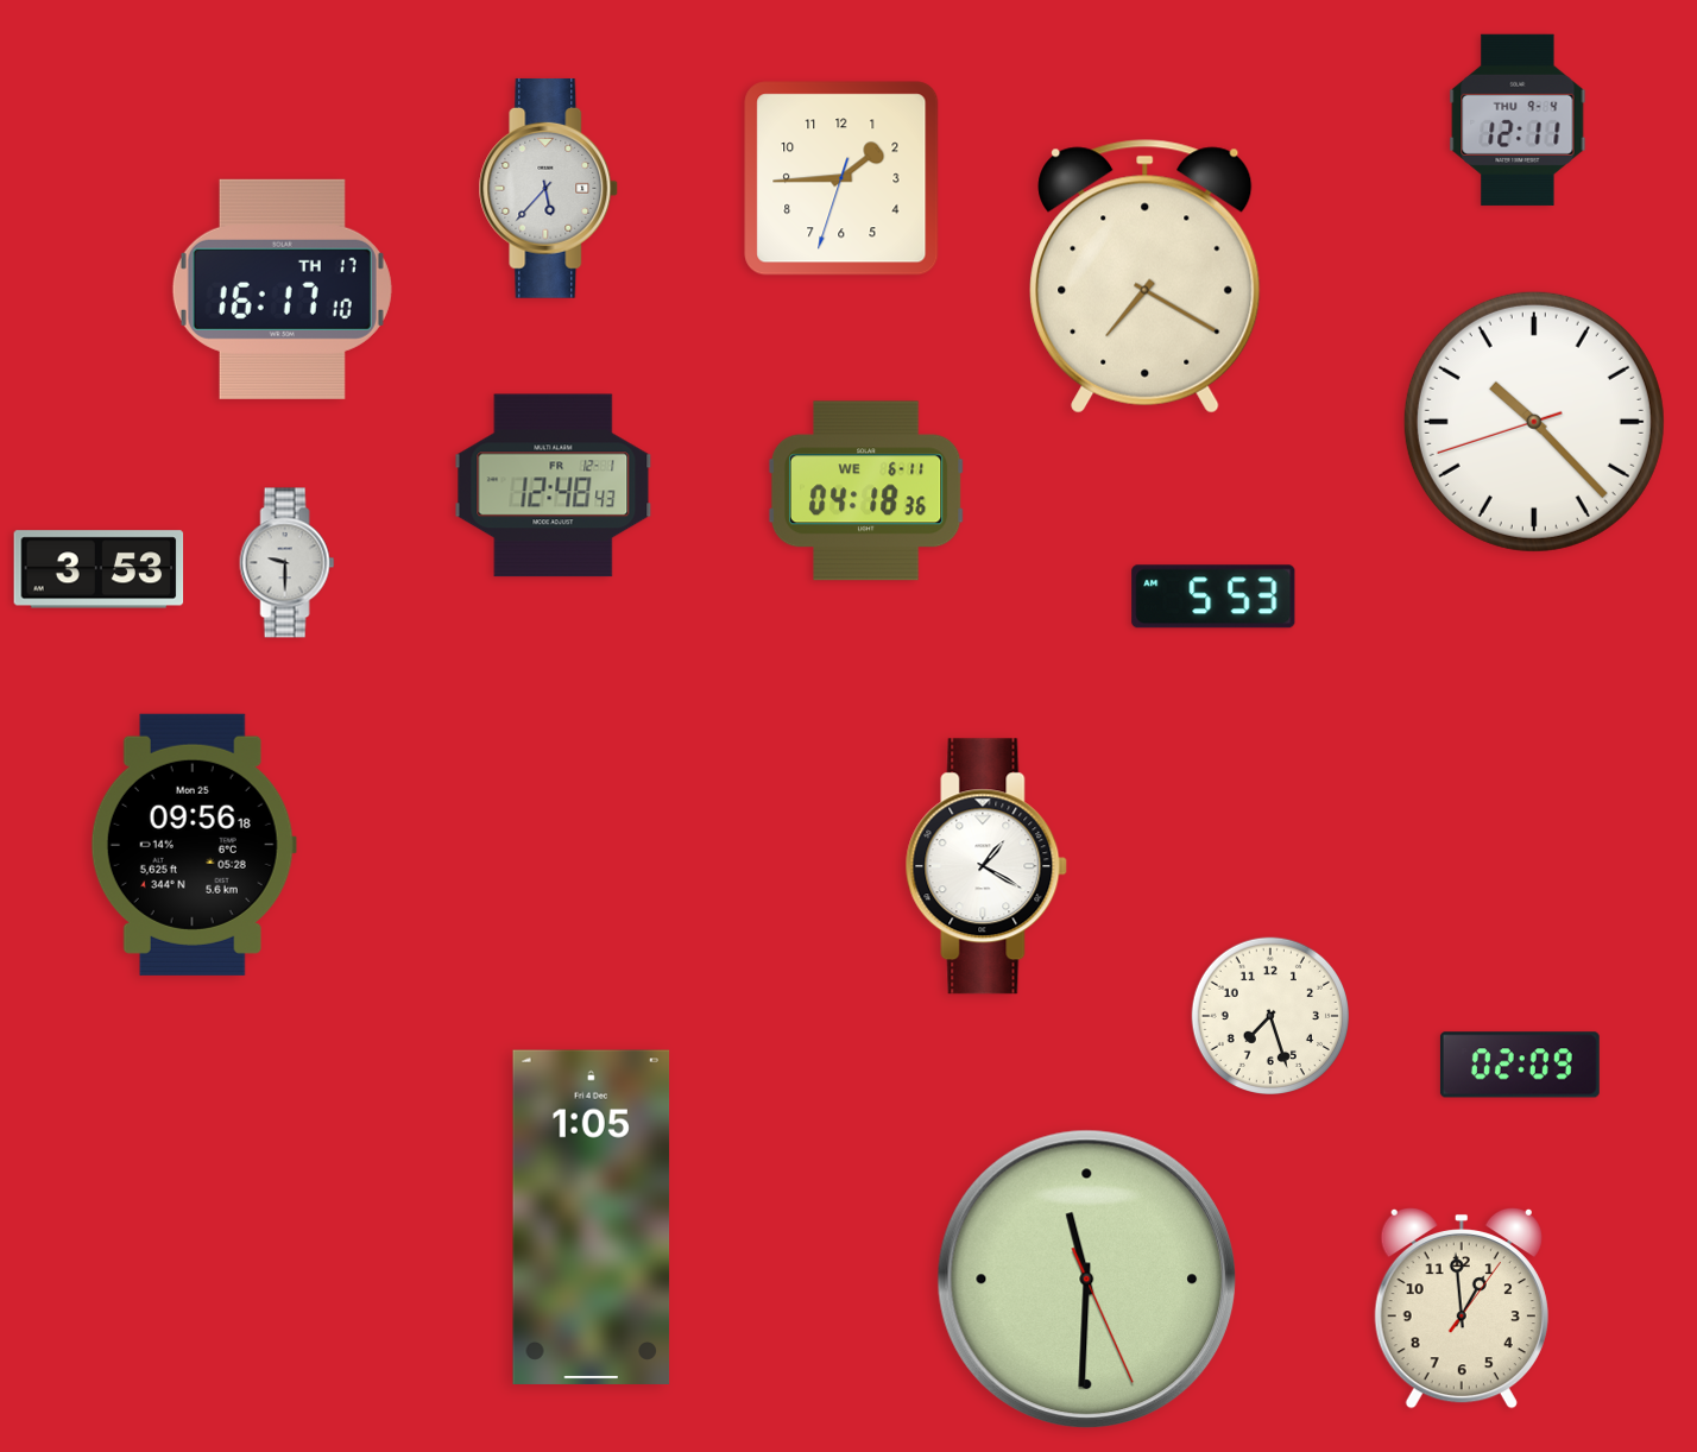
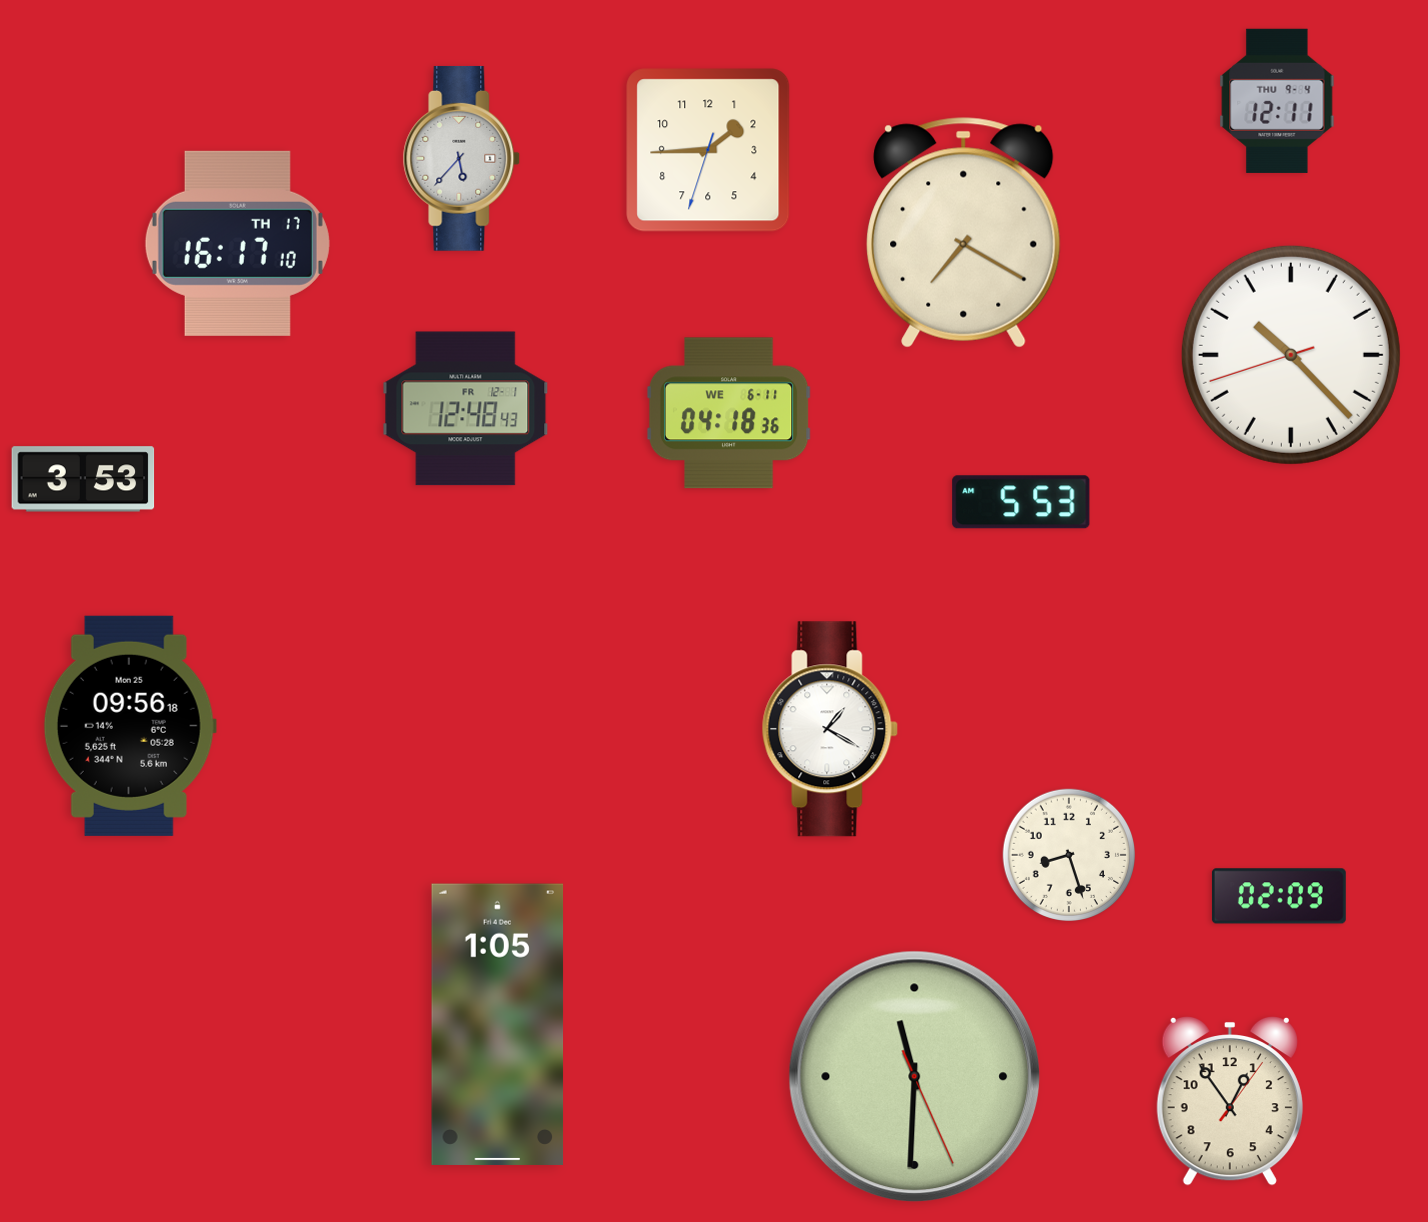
clock at (288, 563): 9:30 -> none
clock at (194, 845) position: (194, 845) -> (130, 726)
clock at (1269, 1015): 7:27 -> 8:27
clock at (1462, 1308): 12:59 -> 12:54
